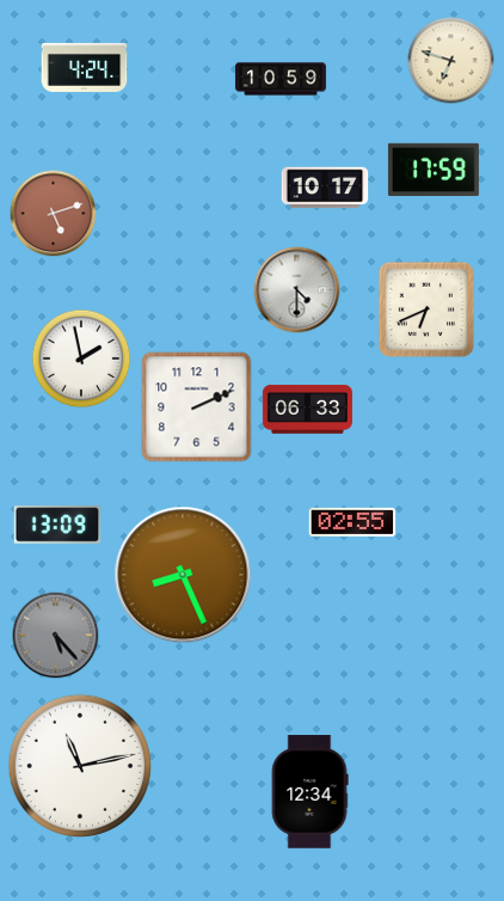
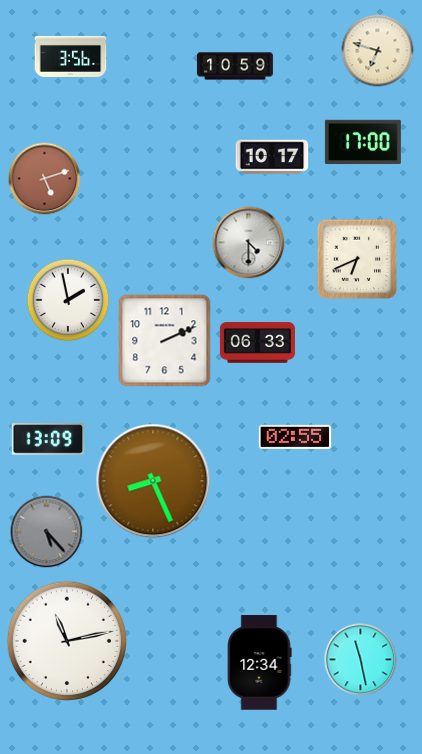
clock at (85, 67): 4:24 -> 3:56
clock at (434, 168): 17:59 -> 17:00
clock at (361, 660): none -> 11:28
